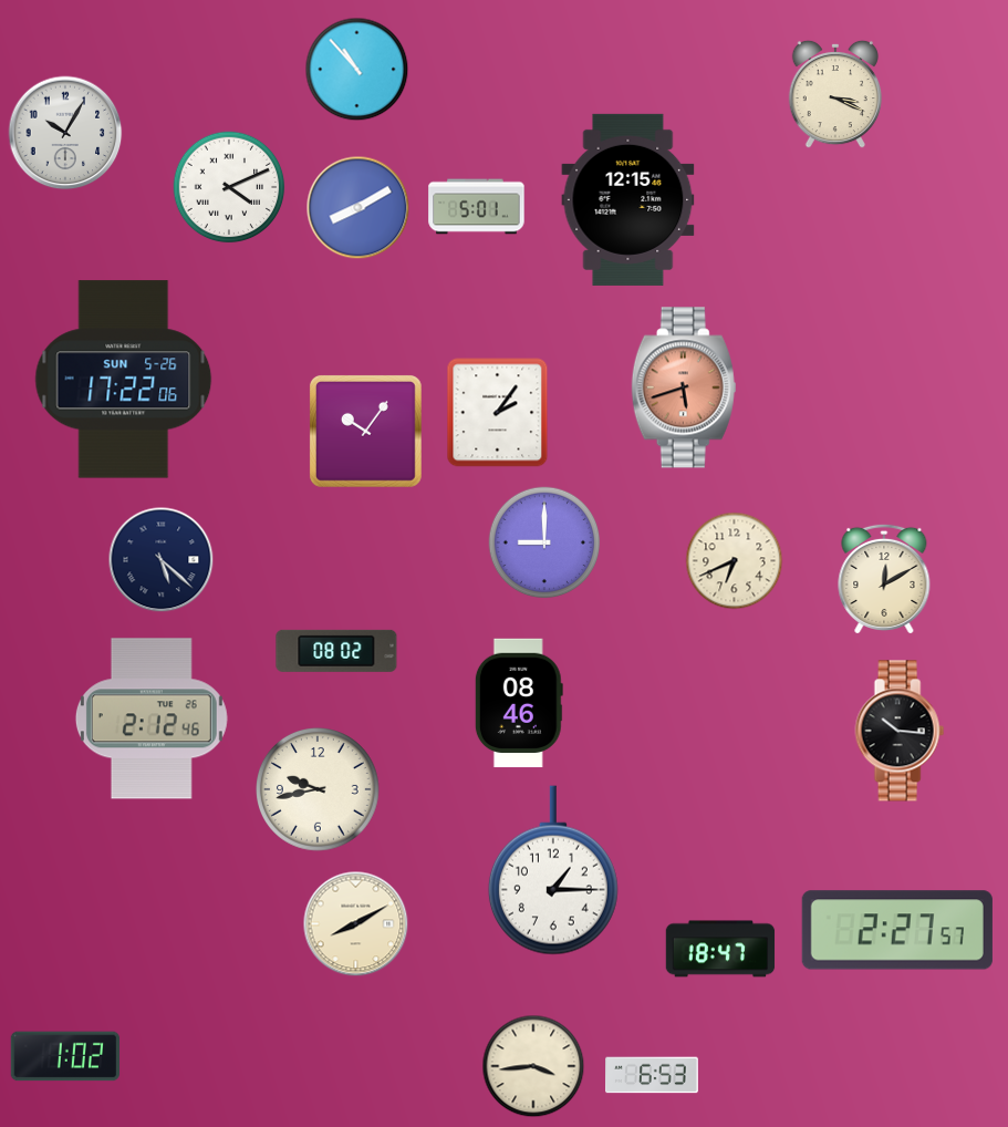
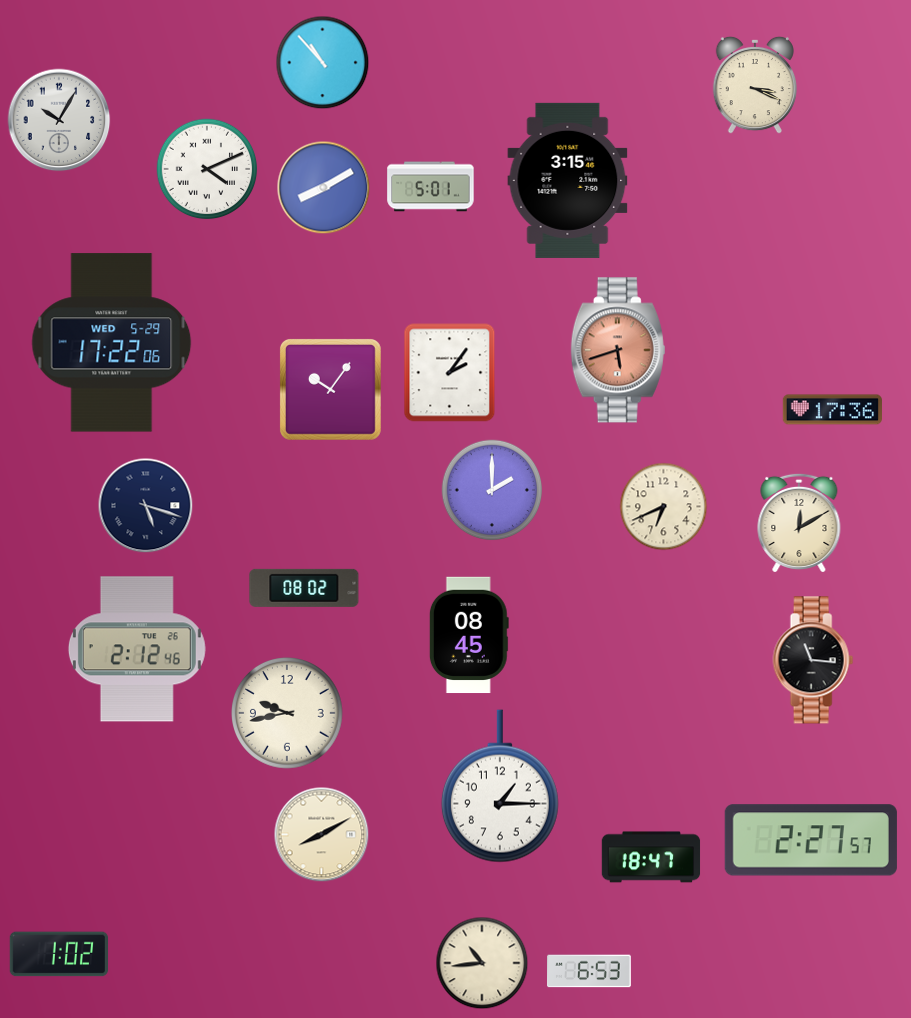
clock at (628, 199): 12:15 -> 3:15
clock at (124, 380) date: SUN 5-26 -> WED 5-29
clock at (832, 410): none -> 17:36
clock at (544, 542): 9:00 -> 2:00
clock at (162, 560): 5:22 -> 5:18
clock at (519, 703): 08:46 -> 08:45
clock at (900, 731): 10:16 -> 11:16
clock at (533, 1066): 3:44 -> 10:44
